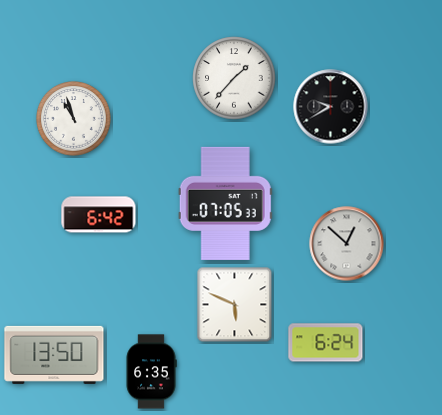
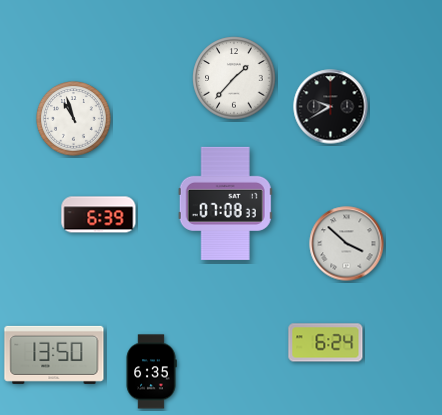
clock at (225, 203): 07:05 -> 07:08
clock at (99, 215): 6:42 -> 6:39
clock at (347, 244): 12:52 -> 3:52
clock at (235, 305): 5:49 -> none
